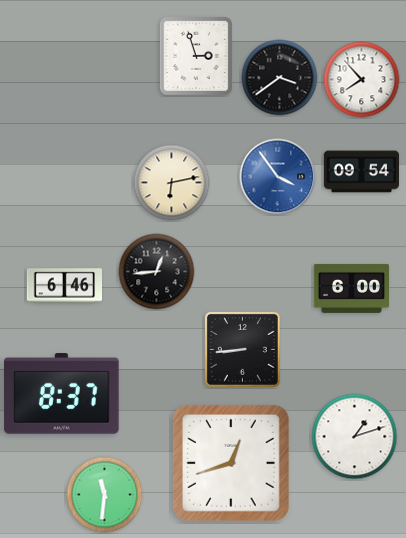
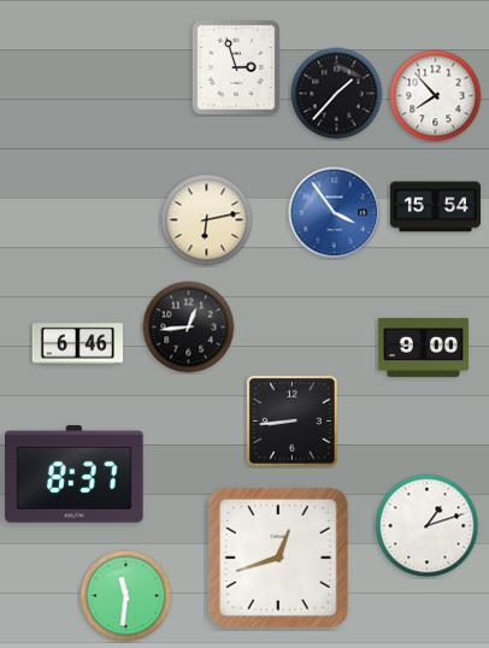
clock at (280, 78): 3:39 -> 1:37
clock at (361, 172): 09:54 -> 15:54
clock at (351, 288): 6:00 -> 9:00
